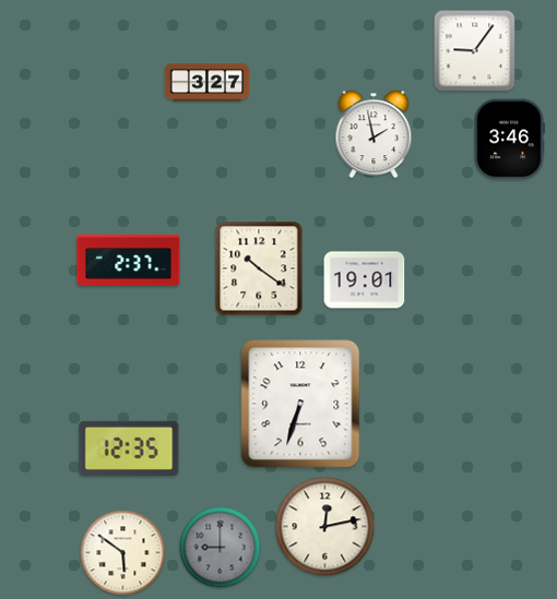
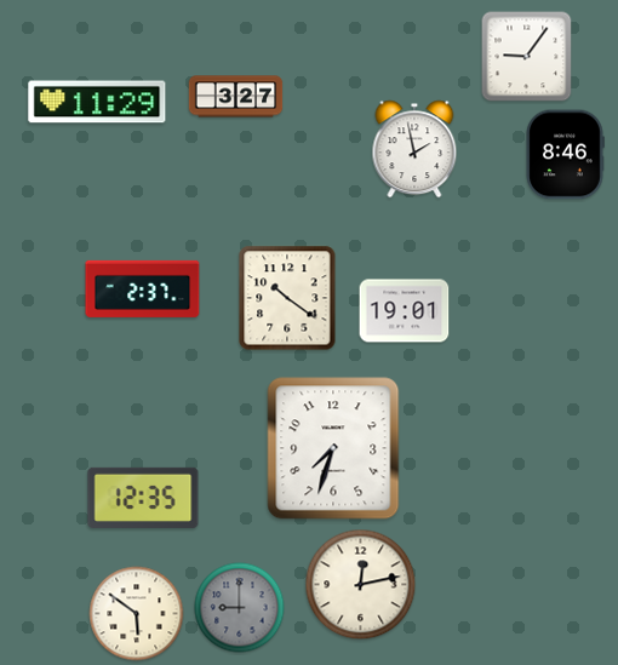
clock at (208, 83) position: (208, 83) -> (236, 97)
clock at (97, 102): none -> 11:29
clock at (509, 140): 3:46 -> 8:46
clock at (300, 404): 6:33 -> 7:33
clock at (221, 548) position: (221, 548) -> (240, 608)
